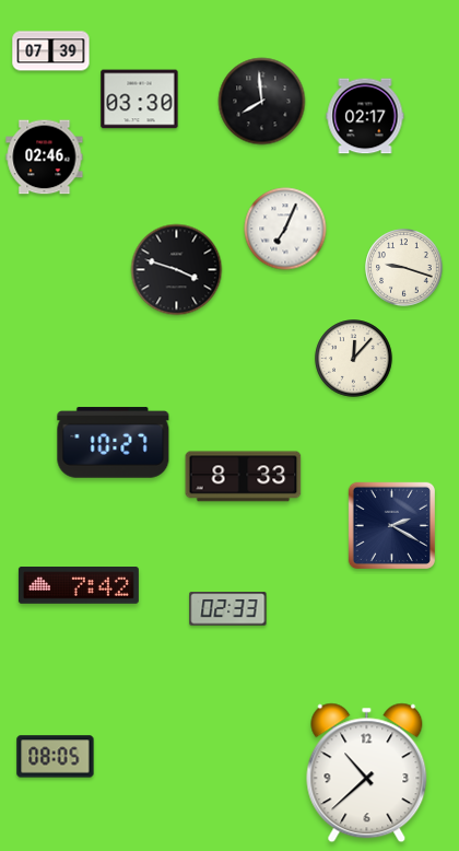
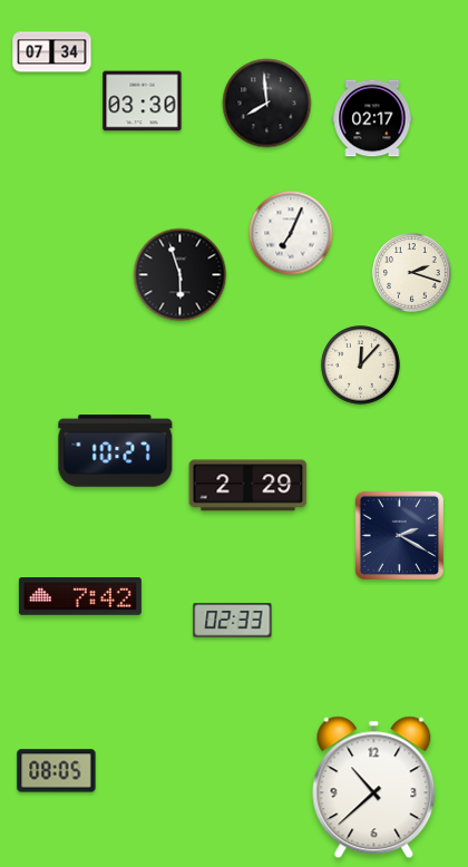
clock at (51, 51): 07:39 -> 07:34
clock at (45, 158): 02:46 -> none
clock at (404, 268): 9:18 -> 2:18
clock at (177, 270): 3:48 -> 5:57
clock at (244, 477): 8:33 -> 2:29
